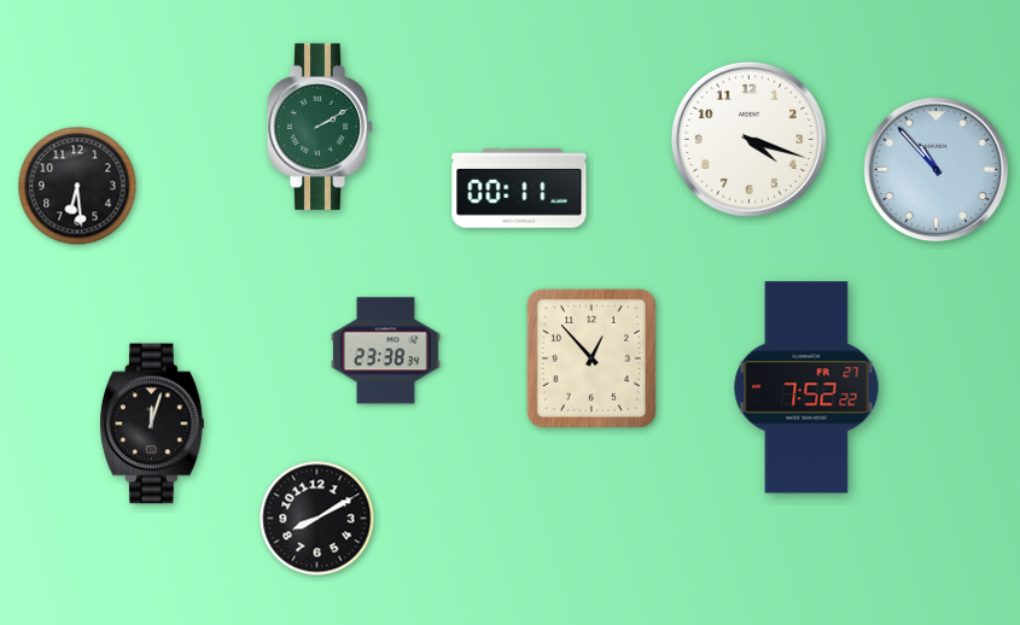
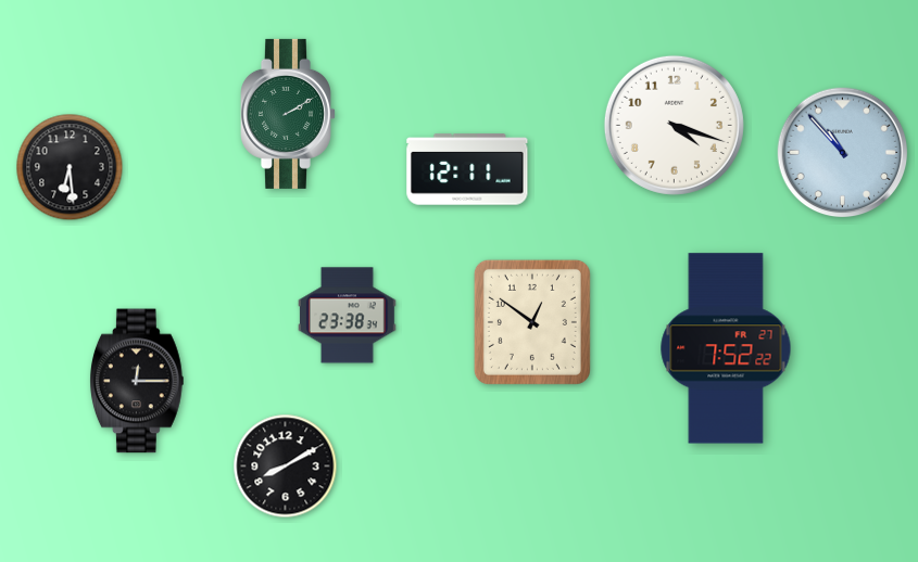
clock at (519, 188): 00:11 -> 12:11
clock at (591, 358): 12:53 -> 12:51
clock at (152, 424): 12:03 -> 12:15
